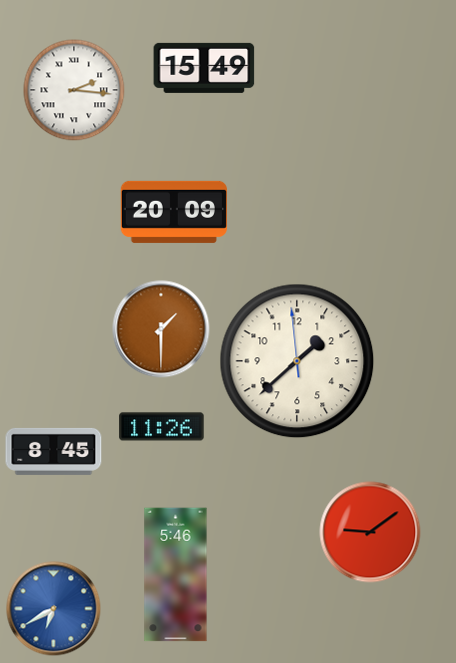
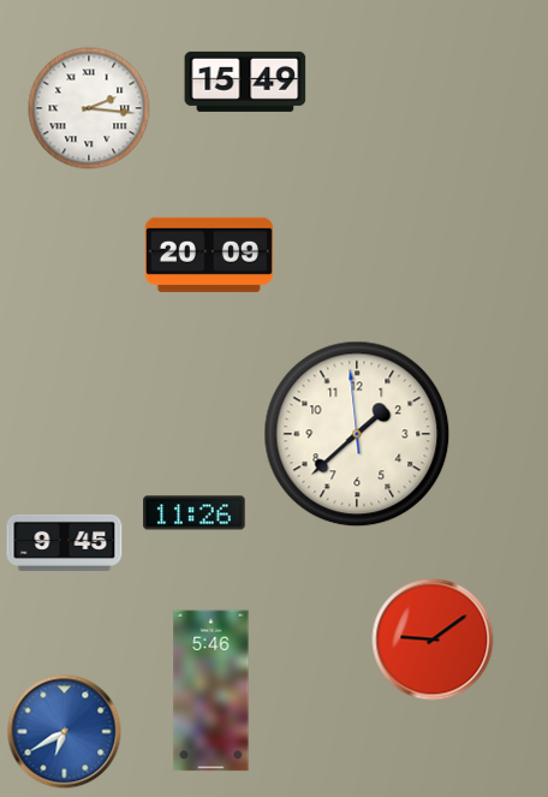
clock at (161, 329): 1:30 -> none
clock at (54, 451): 8:45 -> 9:45
clock at (370, 532) position: (370, 532) -> (433, 640)
